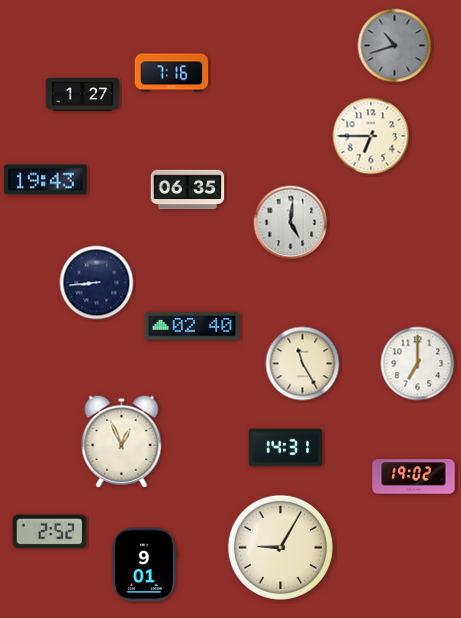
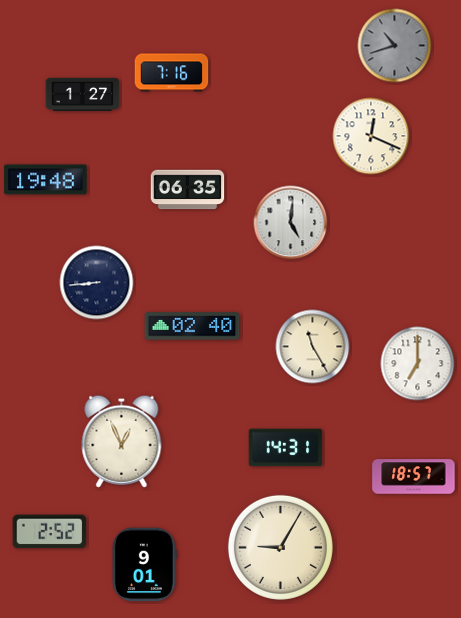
clock at (371, 136): 6:45 -> 12:19
clock at (46, 180): 19:43 -> 19:48
clock at (303, 364) position: (303, 364) -> (313, 347)
clock at (414, 477): 19:02 -> 18:57
